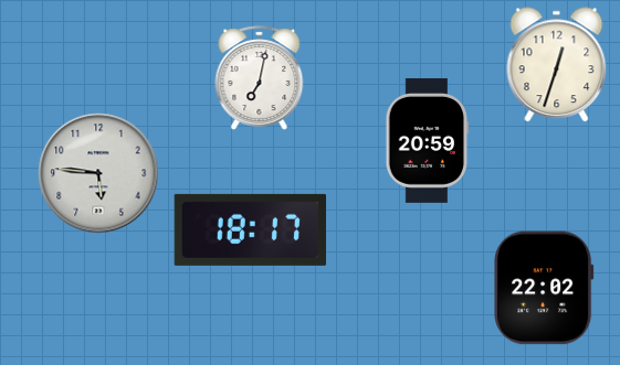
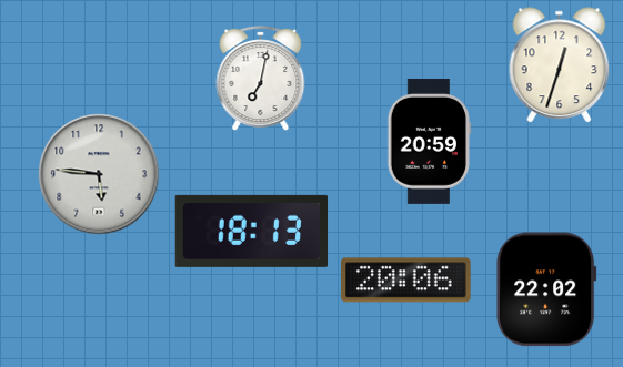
clock at (251, 229): 18:17 -> 18:13
clock at (406, 281): none -> 20:06
